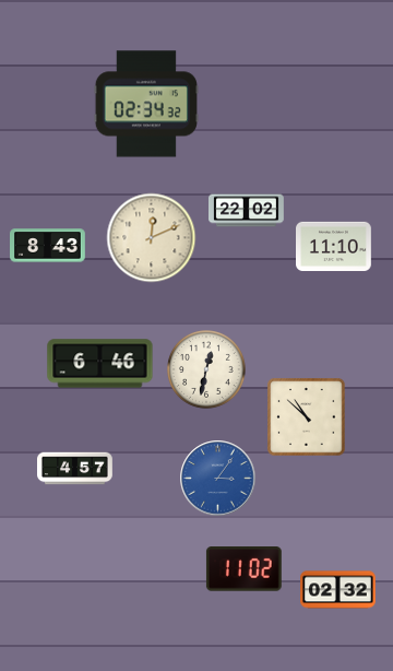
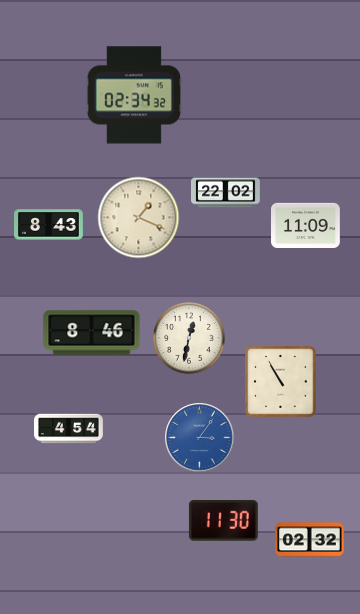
clock at (152, 238): 12:11 -> 1:19
clock at (48, 246) position: (48, 246) -> (49, 225)
clock at (334, 247): 11:10 -> 11:09
clock at (100, 364): 6:46 -> 8:46
clock at (307, 417): 10:52 -> 10:55
clock at (75, 469): 4:57 -> 4:54
clock at (243, 569): 11:02 -> 11:30
